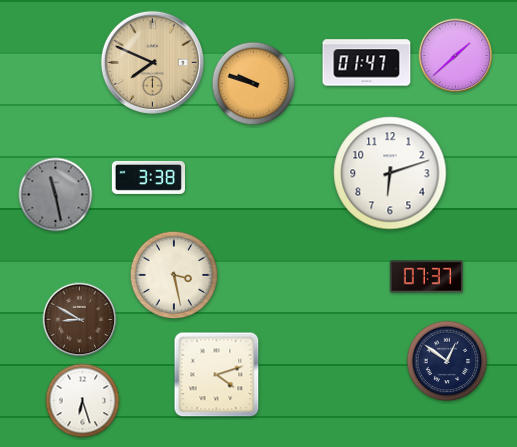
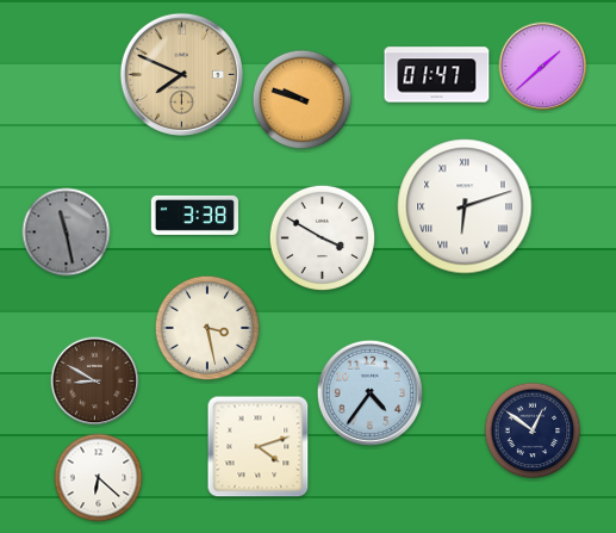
clock at (390, 173) numerals: Arabic -> Roman
clock at (148, 177) position: (148, 177) -> (194, 215)
clock at (323, 238): none -> 3:50
clock at (426, 277): 07:37 -> none
clock at (369, 392): none -> 4:36
clock at (83, 401): 6:27 -> 6:22
